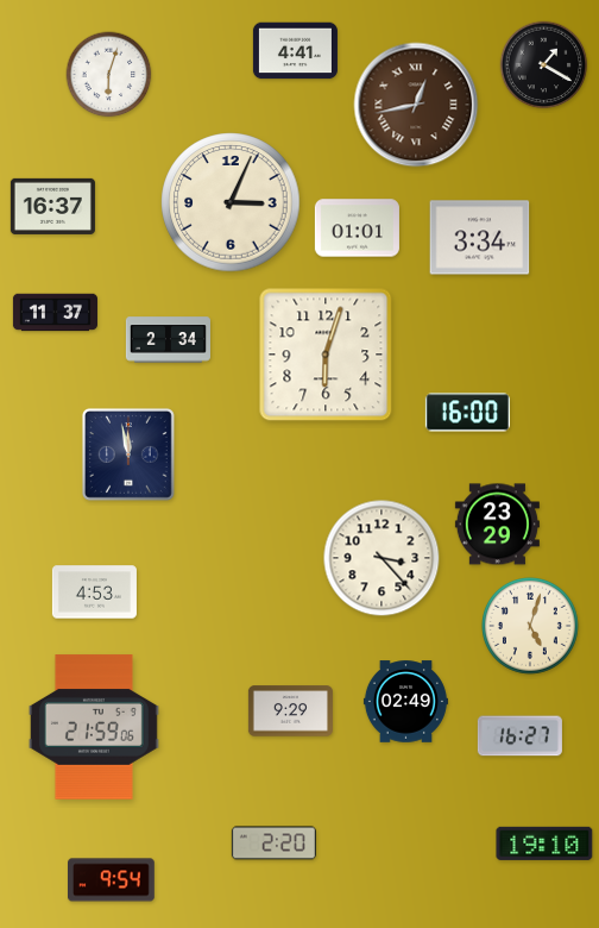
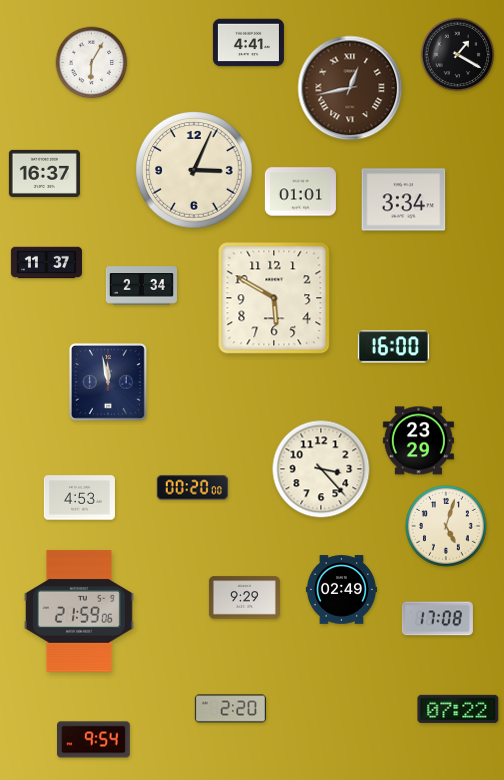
clock at (109, 75): 6:03 -> 6:05
clock at (326, 355): 6:03 -> 5:50
clock at (192, 488): none -> 00:20
clock at (519, 736): 16:27 -> 17:08
clock at (544, 844): 19:10 -> 07:22
